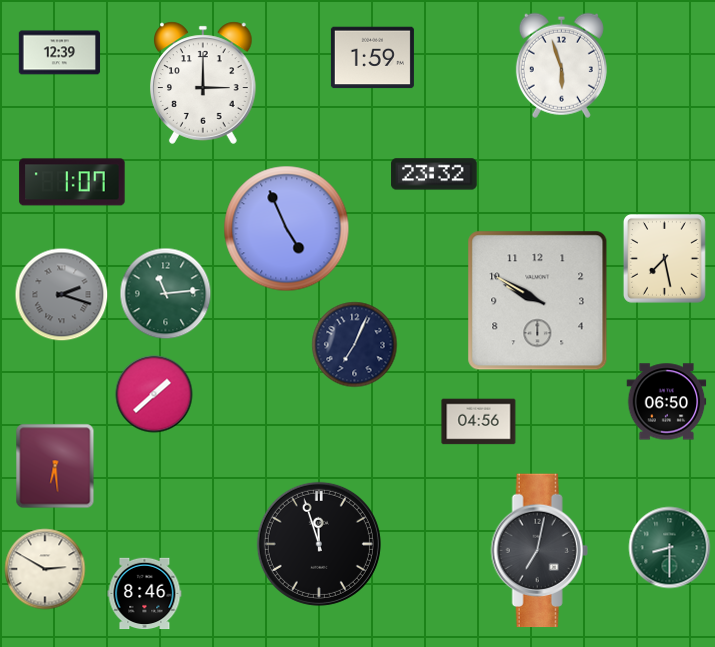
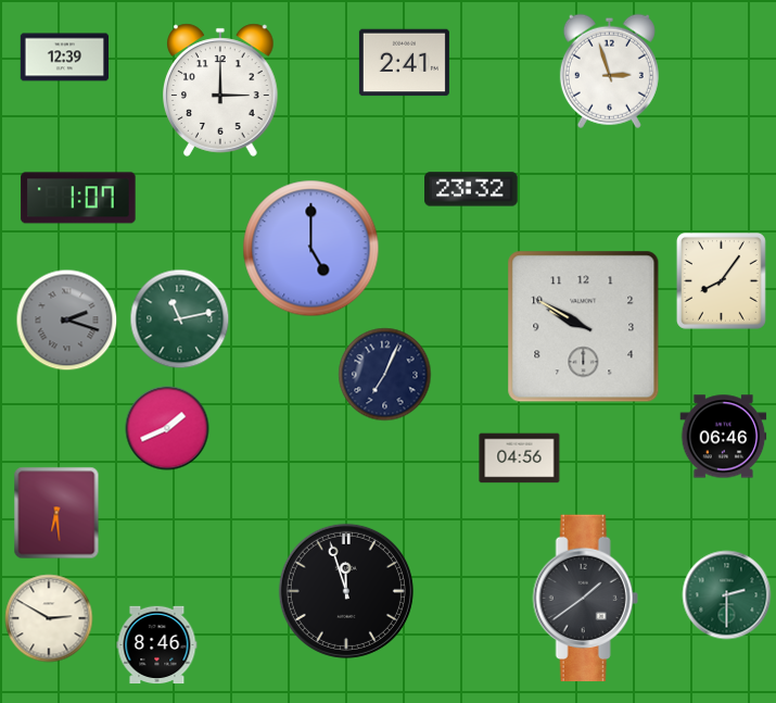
clock at (372, 58): 1:59 -> 2:41
clock at (561, 65): 5:57 -> 2:57
clock at (287, 229): 4:56 -> 5:00
clock at (664, 258): 7:28 -> 8:06
clock at (166, 294): 11:14 -> 11:13
clock at (154, 394): 1:38 -> 1:41
clock at (667, 402): 06:50 -> 06:46
clock at (55, 466) position: (55, 466) -> (56, 513)
clock at (670, 548): 8:30 -> 2:30
clock at (539, 551): 7:02 -> 1:39
